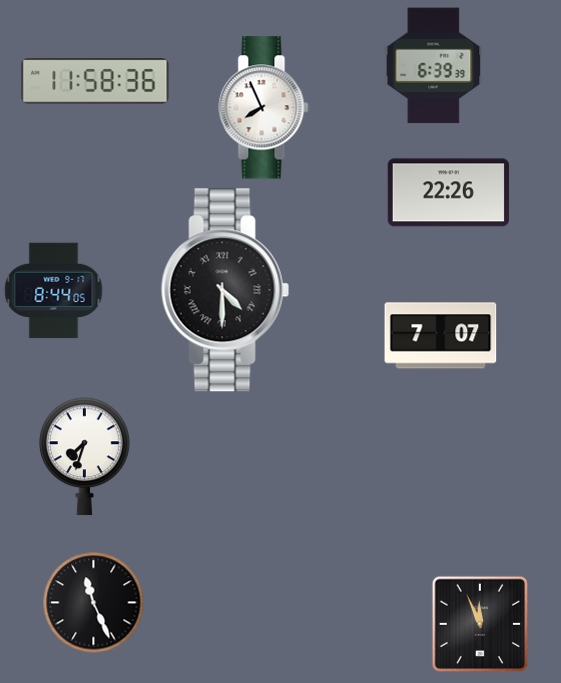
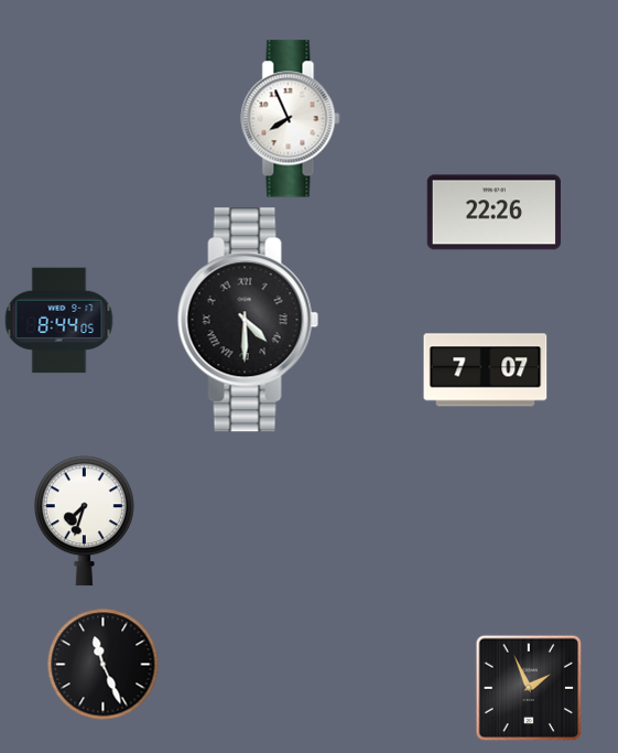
clock at (434, 66): 6:39 -> none
clock at (95, 81): 11:58 -> none
clock at (85, 457) position: (85, 457) -> (85, 521)
clock at (480, 624): 11:56 -> 1:56
